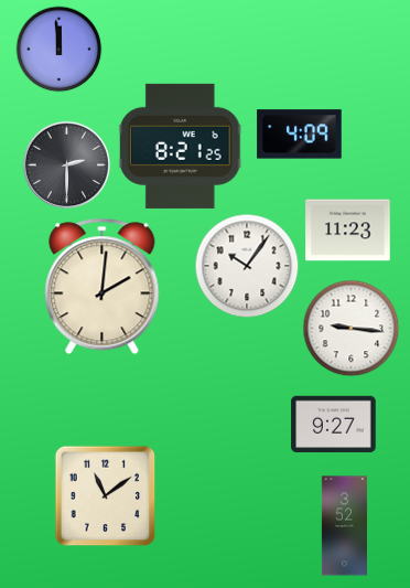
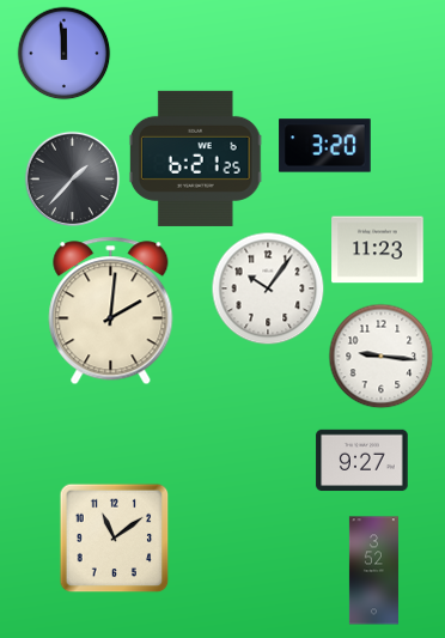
clock at (300, 135): 4:09 -> 3:20
clock at (180, 146): 8:21 -> 6:21
clock at (66, 164): 2:30 -> 1:37
